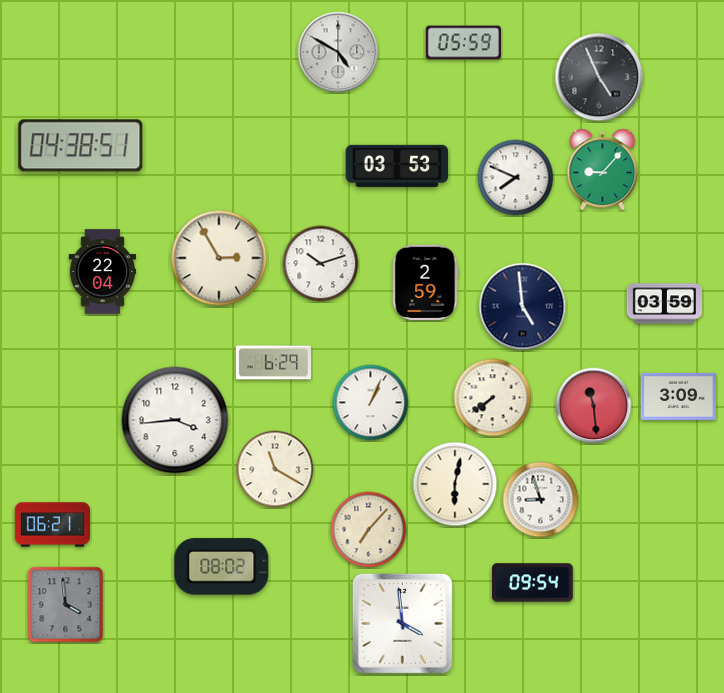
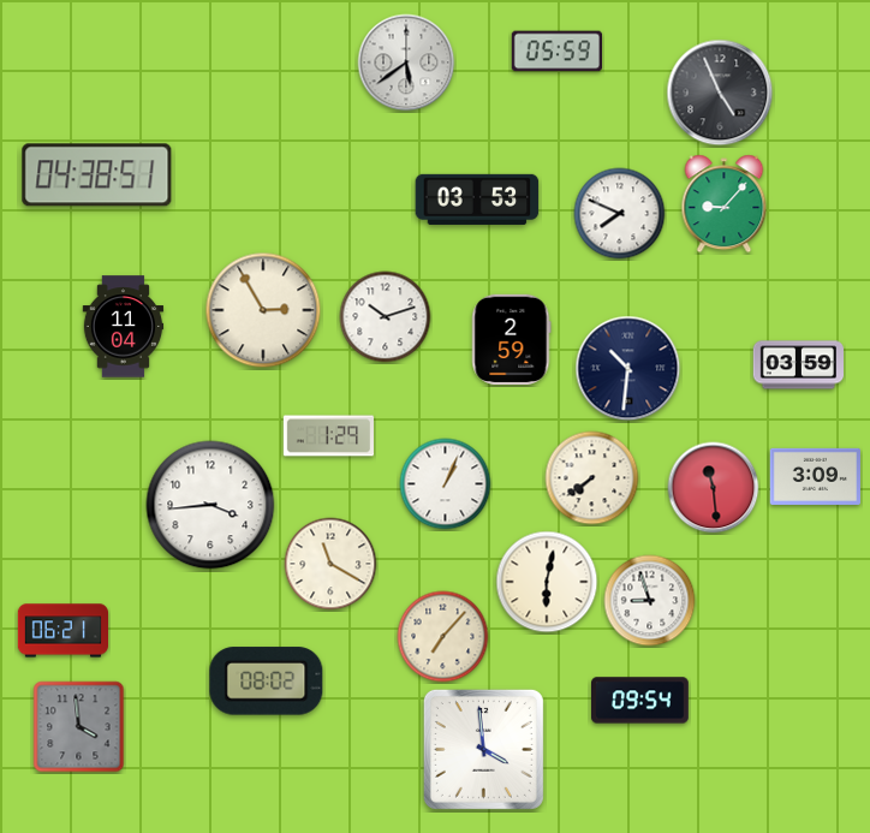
clock at (338, 52): 4:50 -> 5:39
clock at (103, 272): 22:04 -> 11:04
clock at (523, 307): 4:59 -> 10:31
clock at (273, 363): 6:29 -> 1:29
